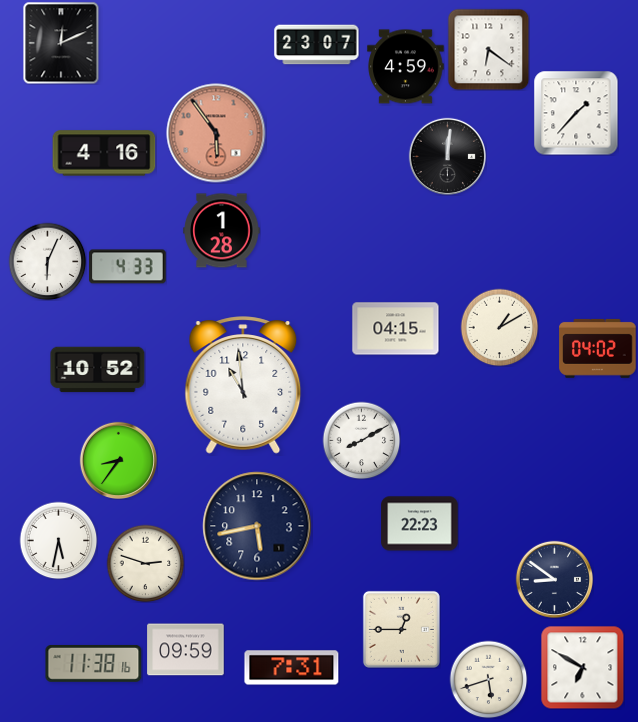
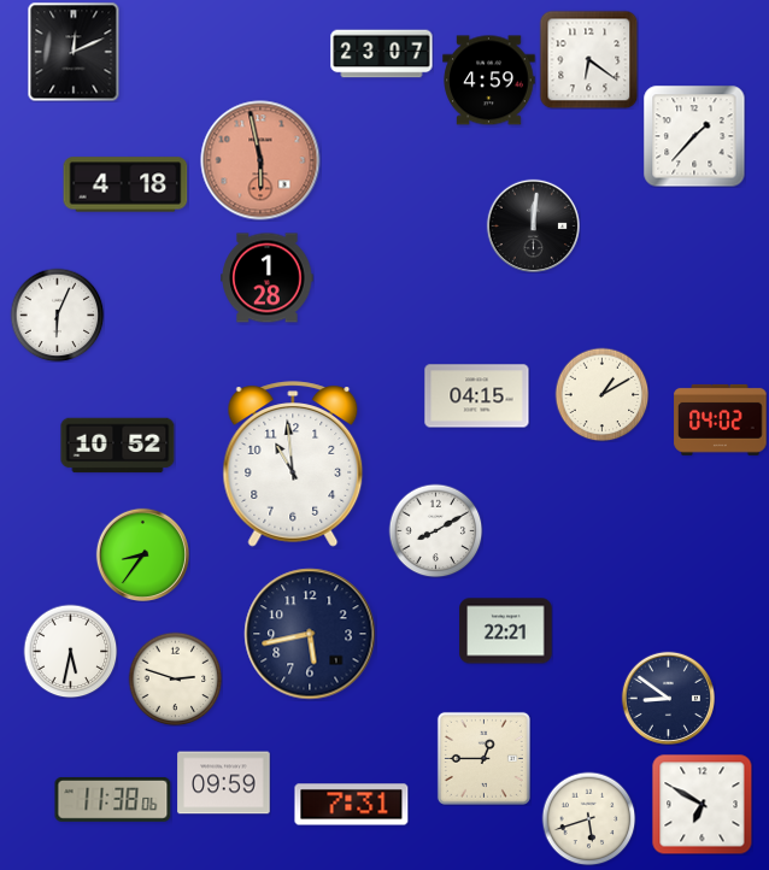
clock at (216, 133): 5:54 -> 5:58
clock at (104, 153): 4:16 -> 4:18
clock at (447, 156) position: (447, 156) -> (533, 225)
clock at (128, 267): 4:33 -> none
clock at (420, 524): 22:23 -> 22:21
clock at (94, 663): 11:38:16 -> 11:38:06
